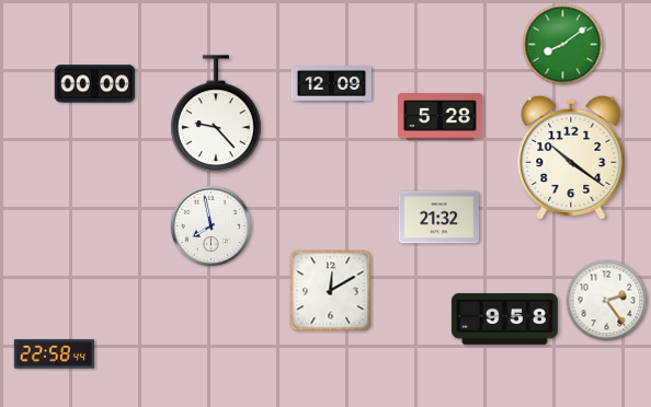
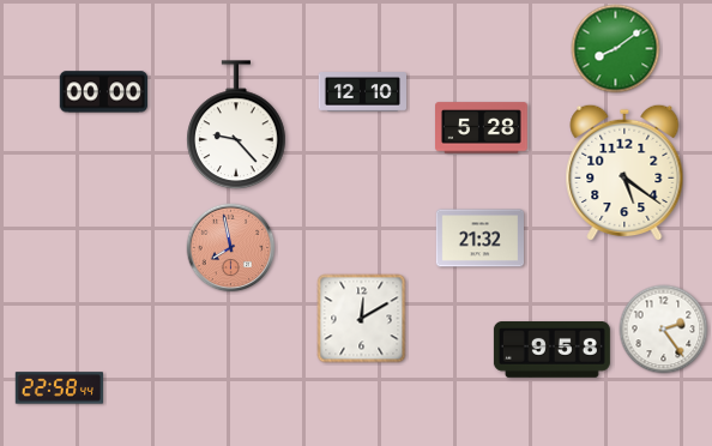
clock at (332, 84): 12:09 -> 12:10
clock at (571, 158): 10:21 -> 5:21
clock at (212, 226) dial: white -> salmon
